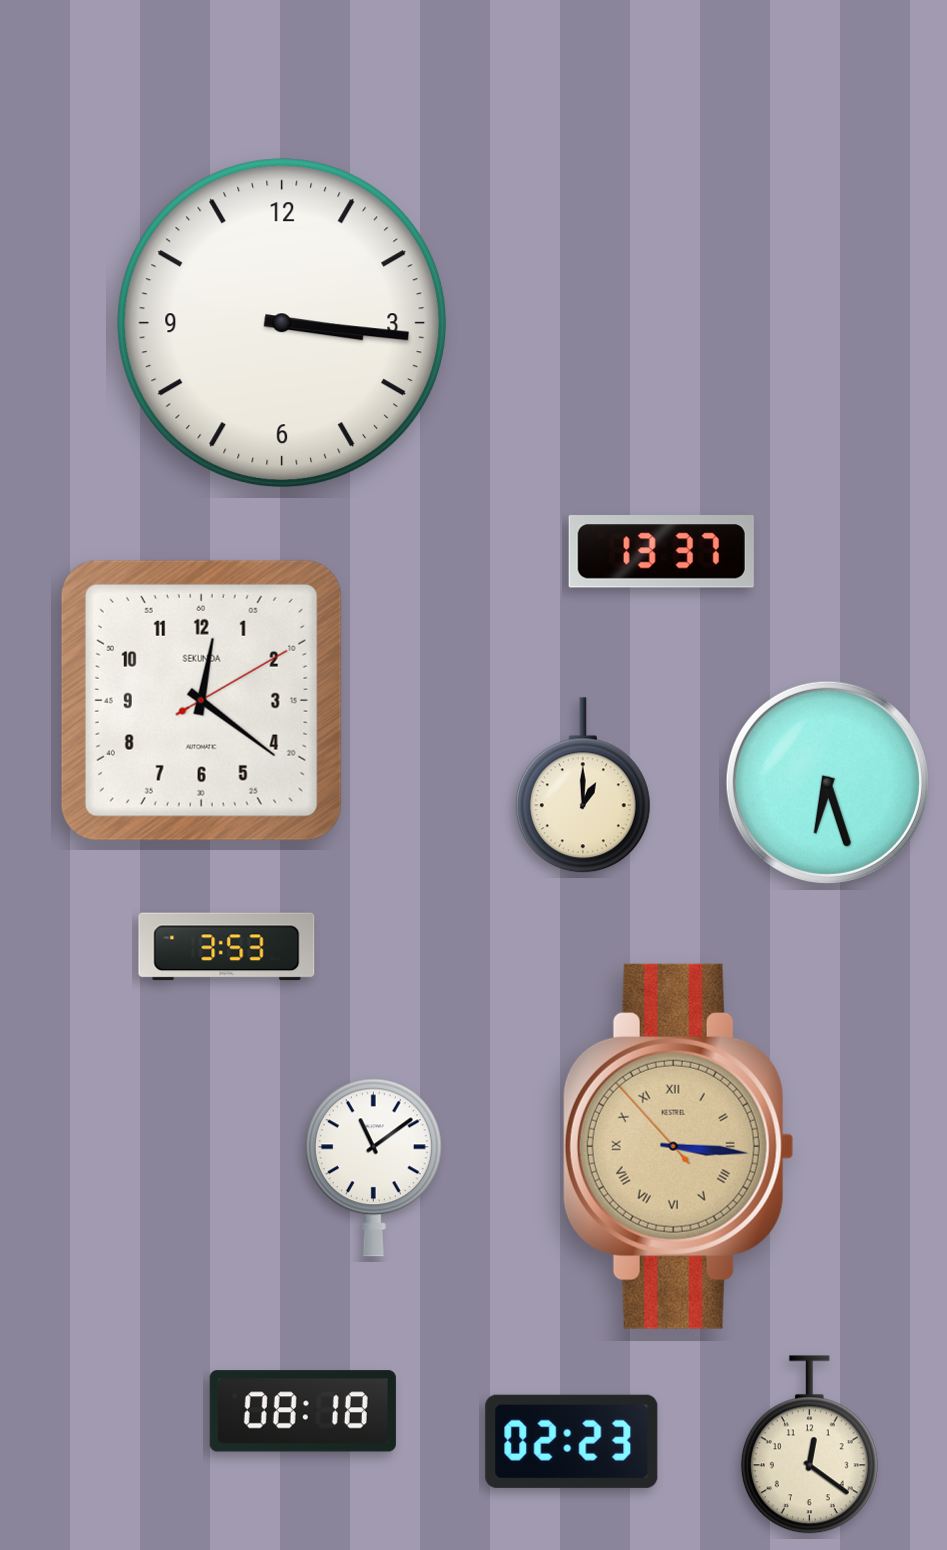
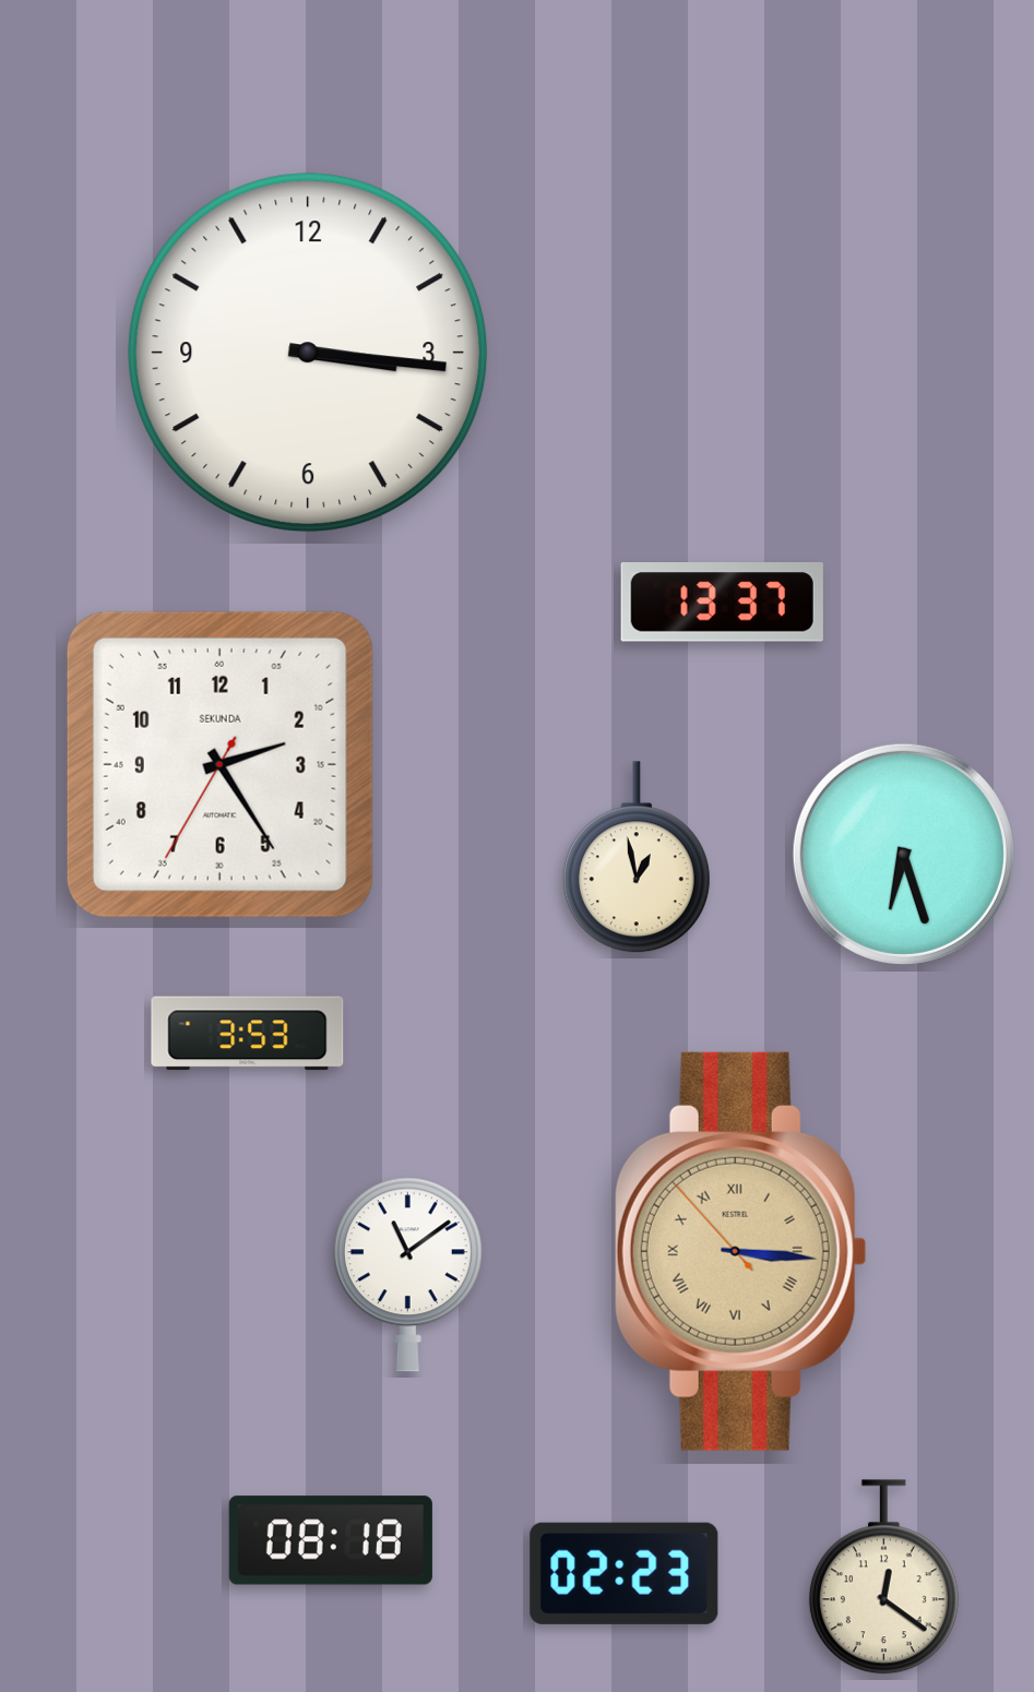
clock at (201, 700): 12:21 -> 2:24
clock at (583, 786): 1:00 -> 12:58
